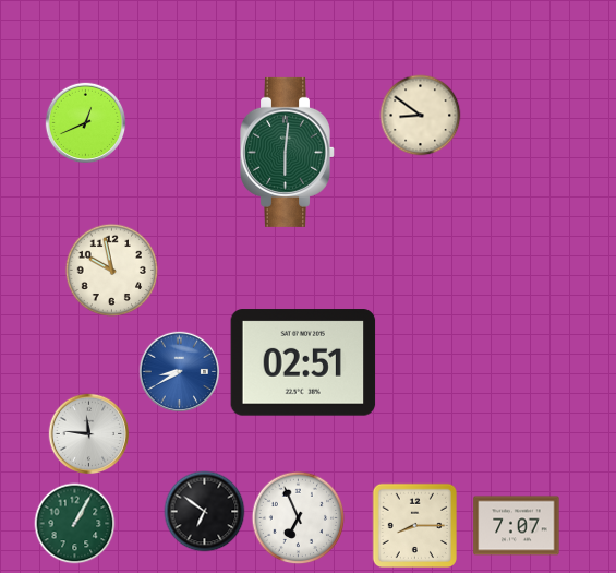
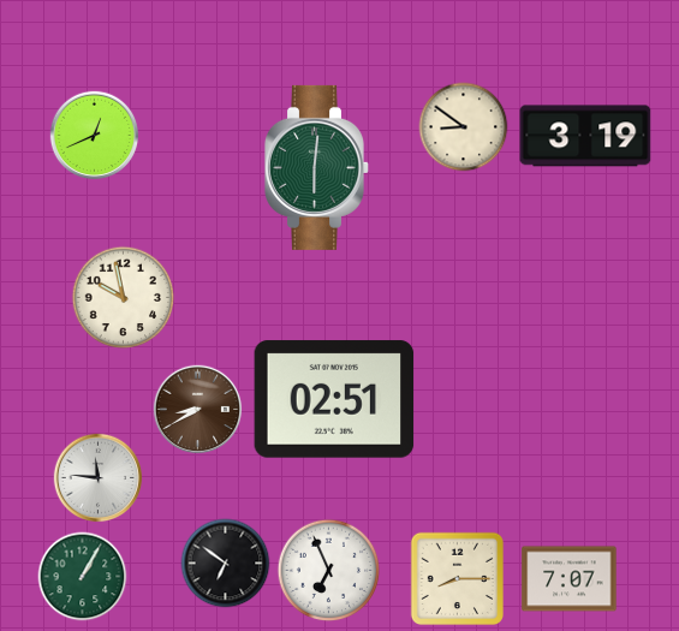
clock at (585, 136): none -> 3:19
clock at (180, 372) dial: blue -> brown
